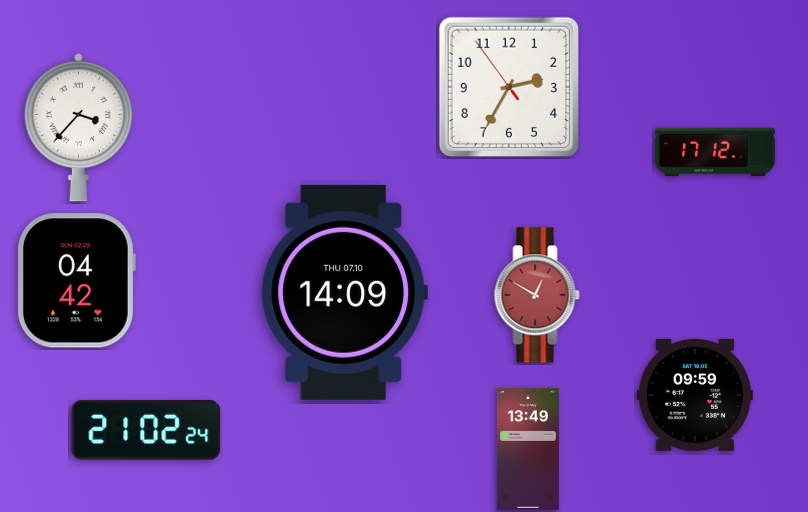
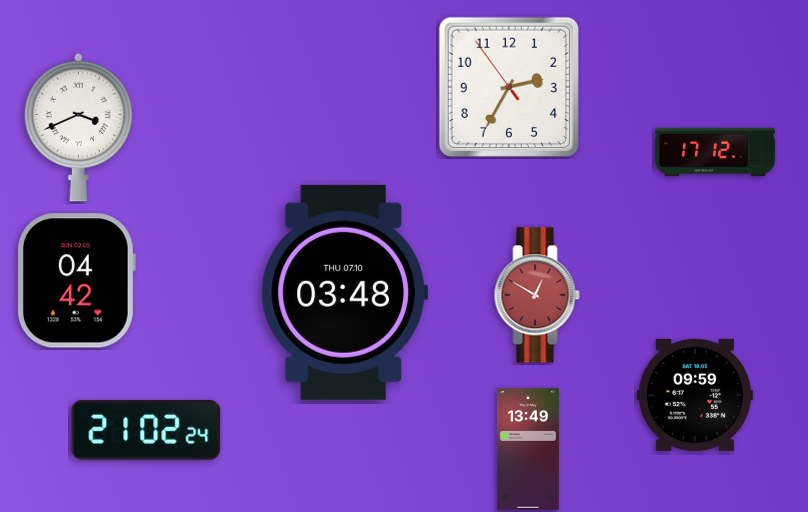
clock at (79, 127): 3:37 -> 3:41
clock at (344, 292): 14:09 -> 03:48
